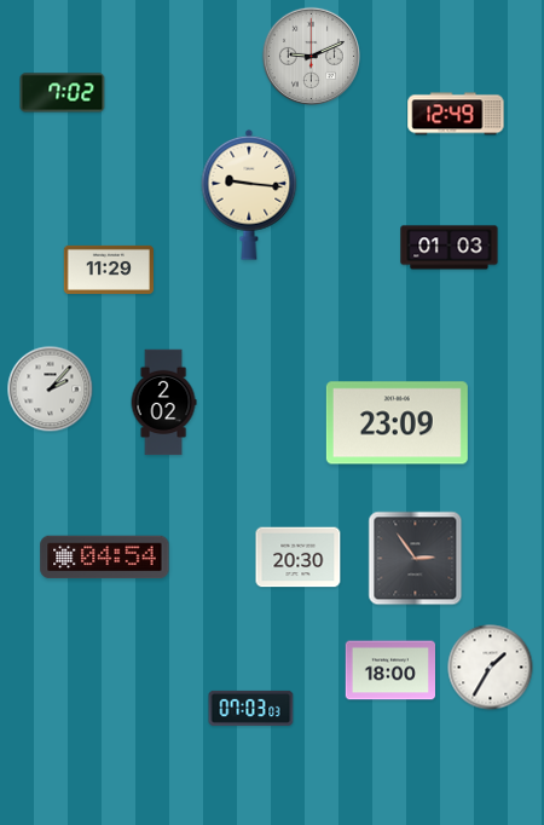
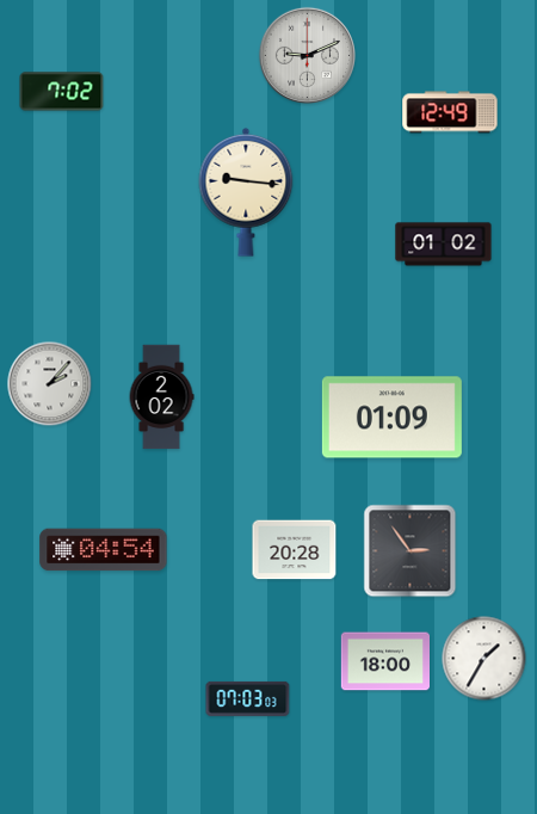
clock at (450, 248): 01:03 -> 01:02
clock at (109, 270): 11:29 -> none
clock at (397, 423): 23:09 -> 01:09
clock at (299, 558): 20:30 -> 20:28
